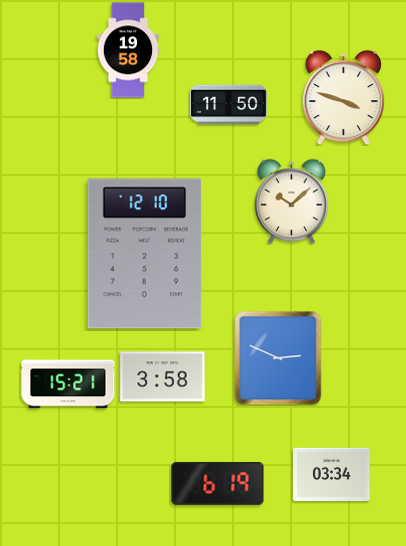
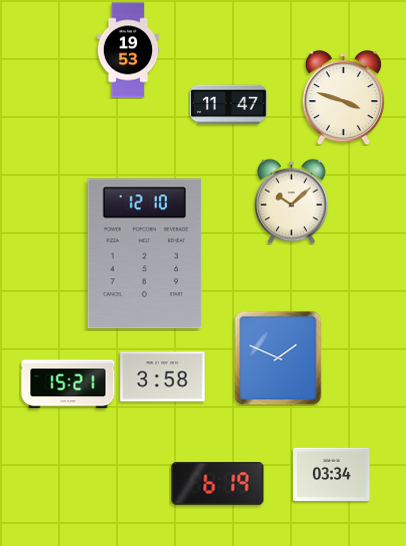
clock at (128, 50): 19:58 -> 19:53
clock at (229, 105): 11:50 -> 11:47
clock at (278, 358): 2:49 -> 1:49
